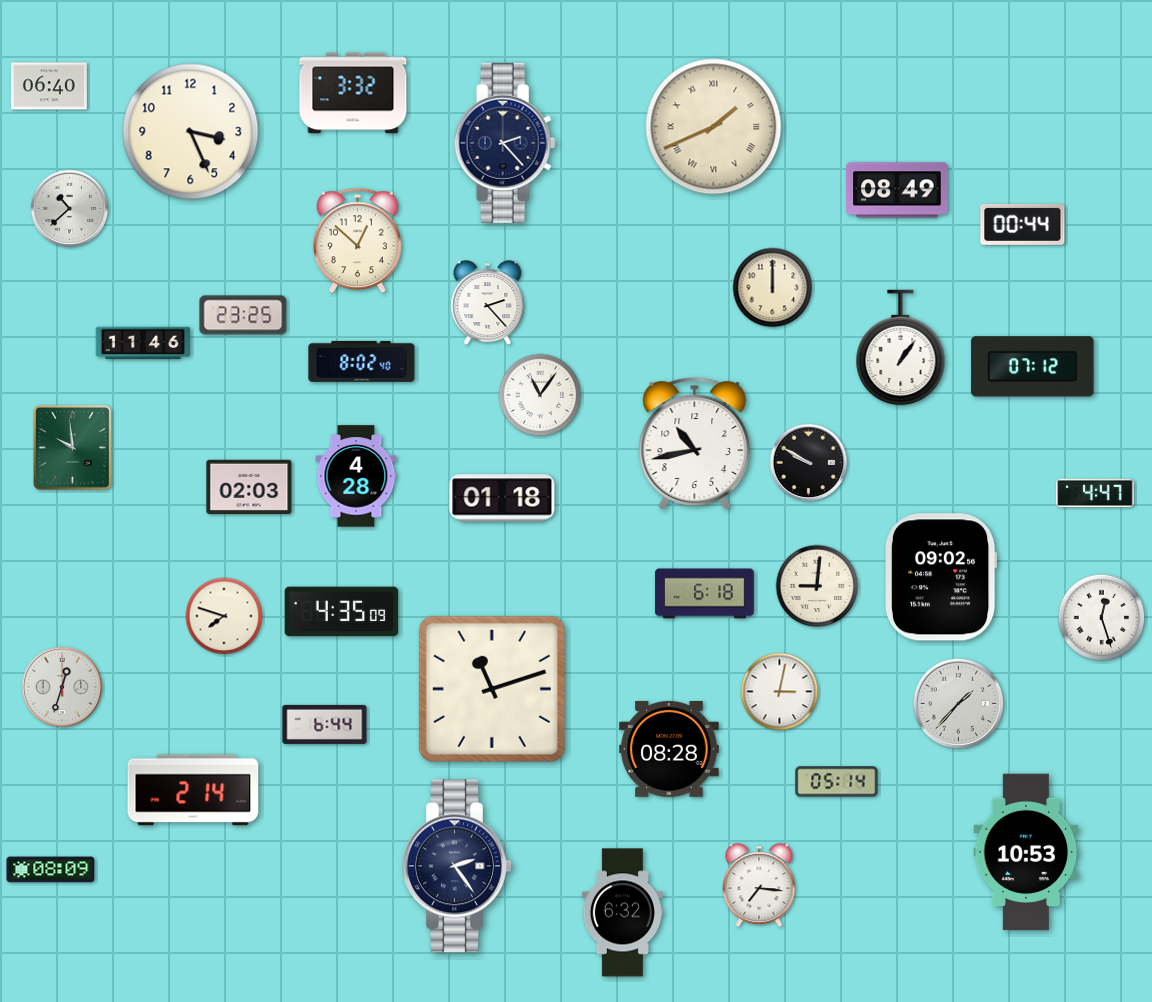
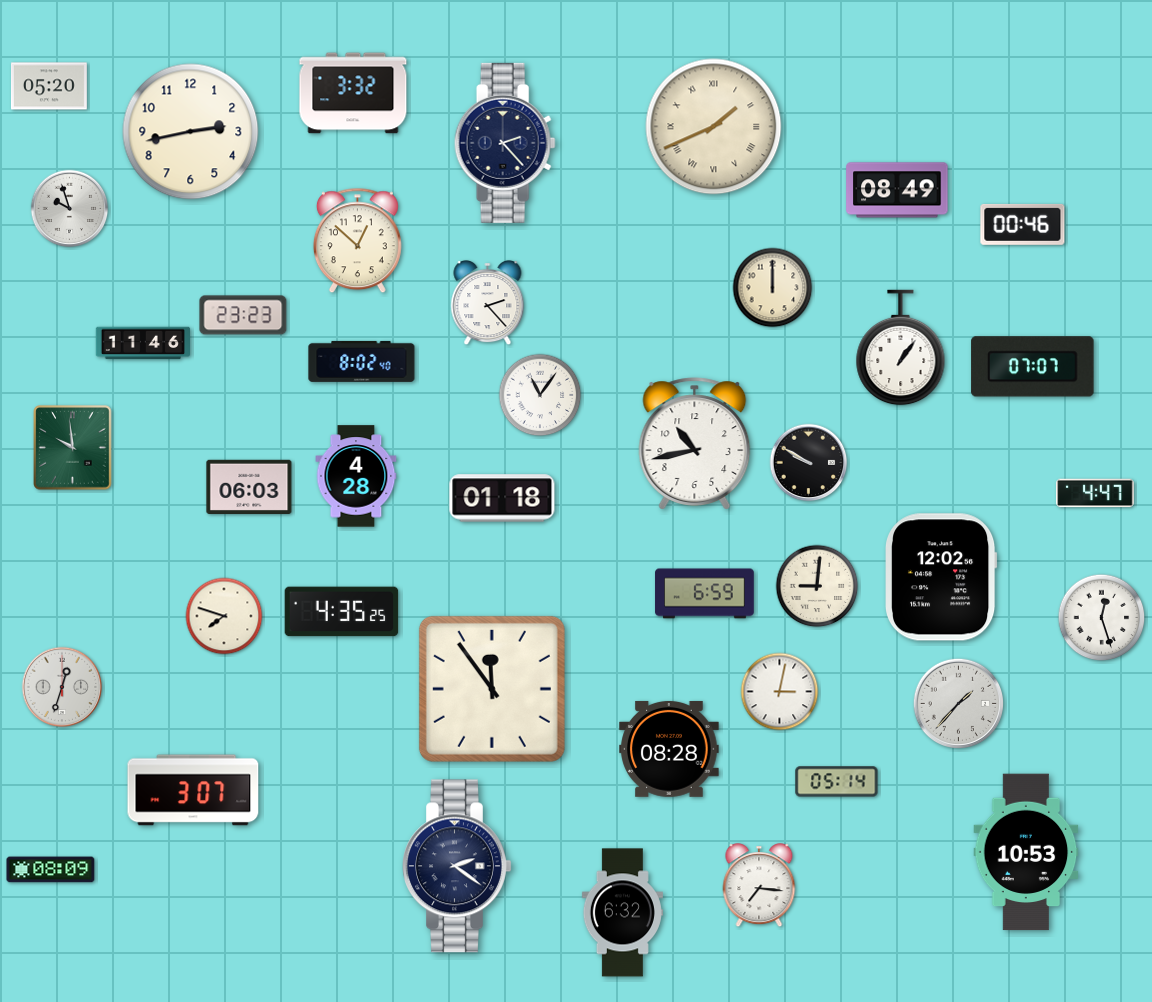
clock at (49, 86): 06:40 -> 05:20
clock at (191, 132): 3:26 -> 2:43
clock at (70, 209): 10:38 -> 9:57
clock at (1023, 224): 00:44 -> 00:46
clock at (243, 315): 23:25 -> 23:23
clock at (1033, 367): 07:12 -> 07:07
clock at (249, 486): 02:03 -> 06:03
clock at (942, 577): 09:02 -> 12:02
clock at (705, 594): 6:18 -> 6:59
clock at (342, 612): 4:35:09 -> 4:35:25
clock at (492, 689): 11:12 -> 11:54
clock at (325, 724): 6:44 -> none
clock at (193, 790): 2:14 -> 3:07
clock at (457, 866): 2:24 -> 2:21
